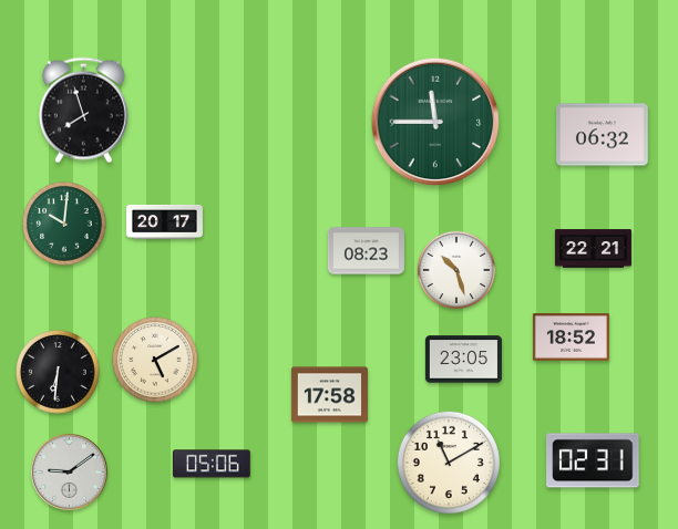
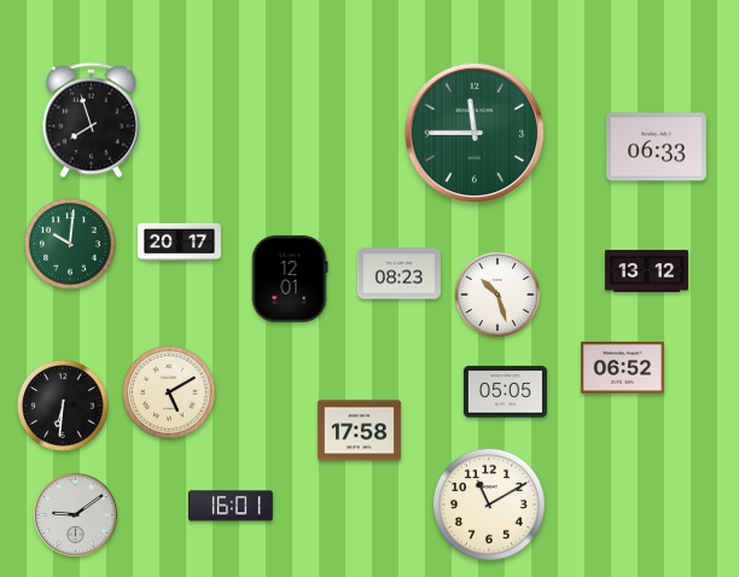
clock at (603, 135): 06:32 -> 06:33
clock at (593, 249): 22:21 -> 13:12
clock at (290, 279): none -> 12:01
clock at (571, 338): 18:52 -> 06:52
clock at (463, 360): 23:05 -> 05:05
clock at (593, 460): 02:31 -> none
clock at (212, 464): 05:06 -> 16:01
